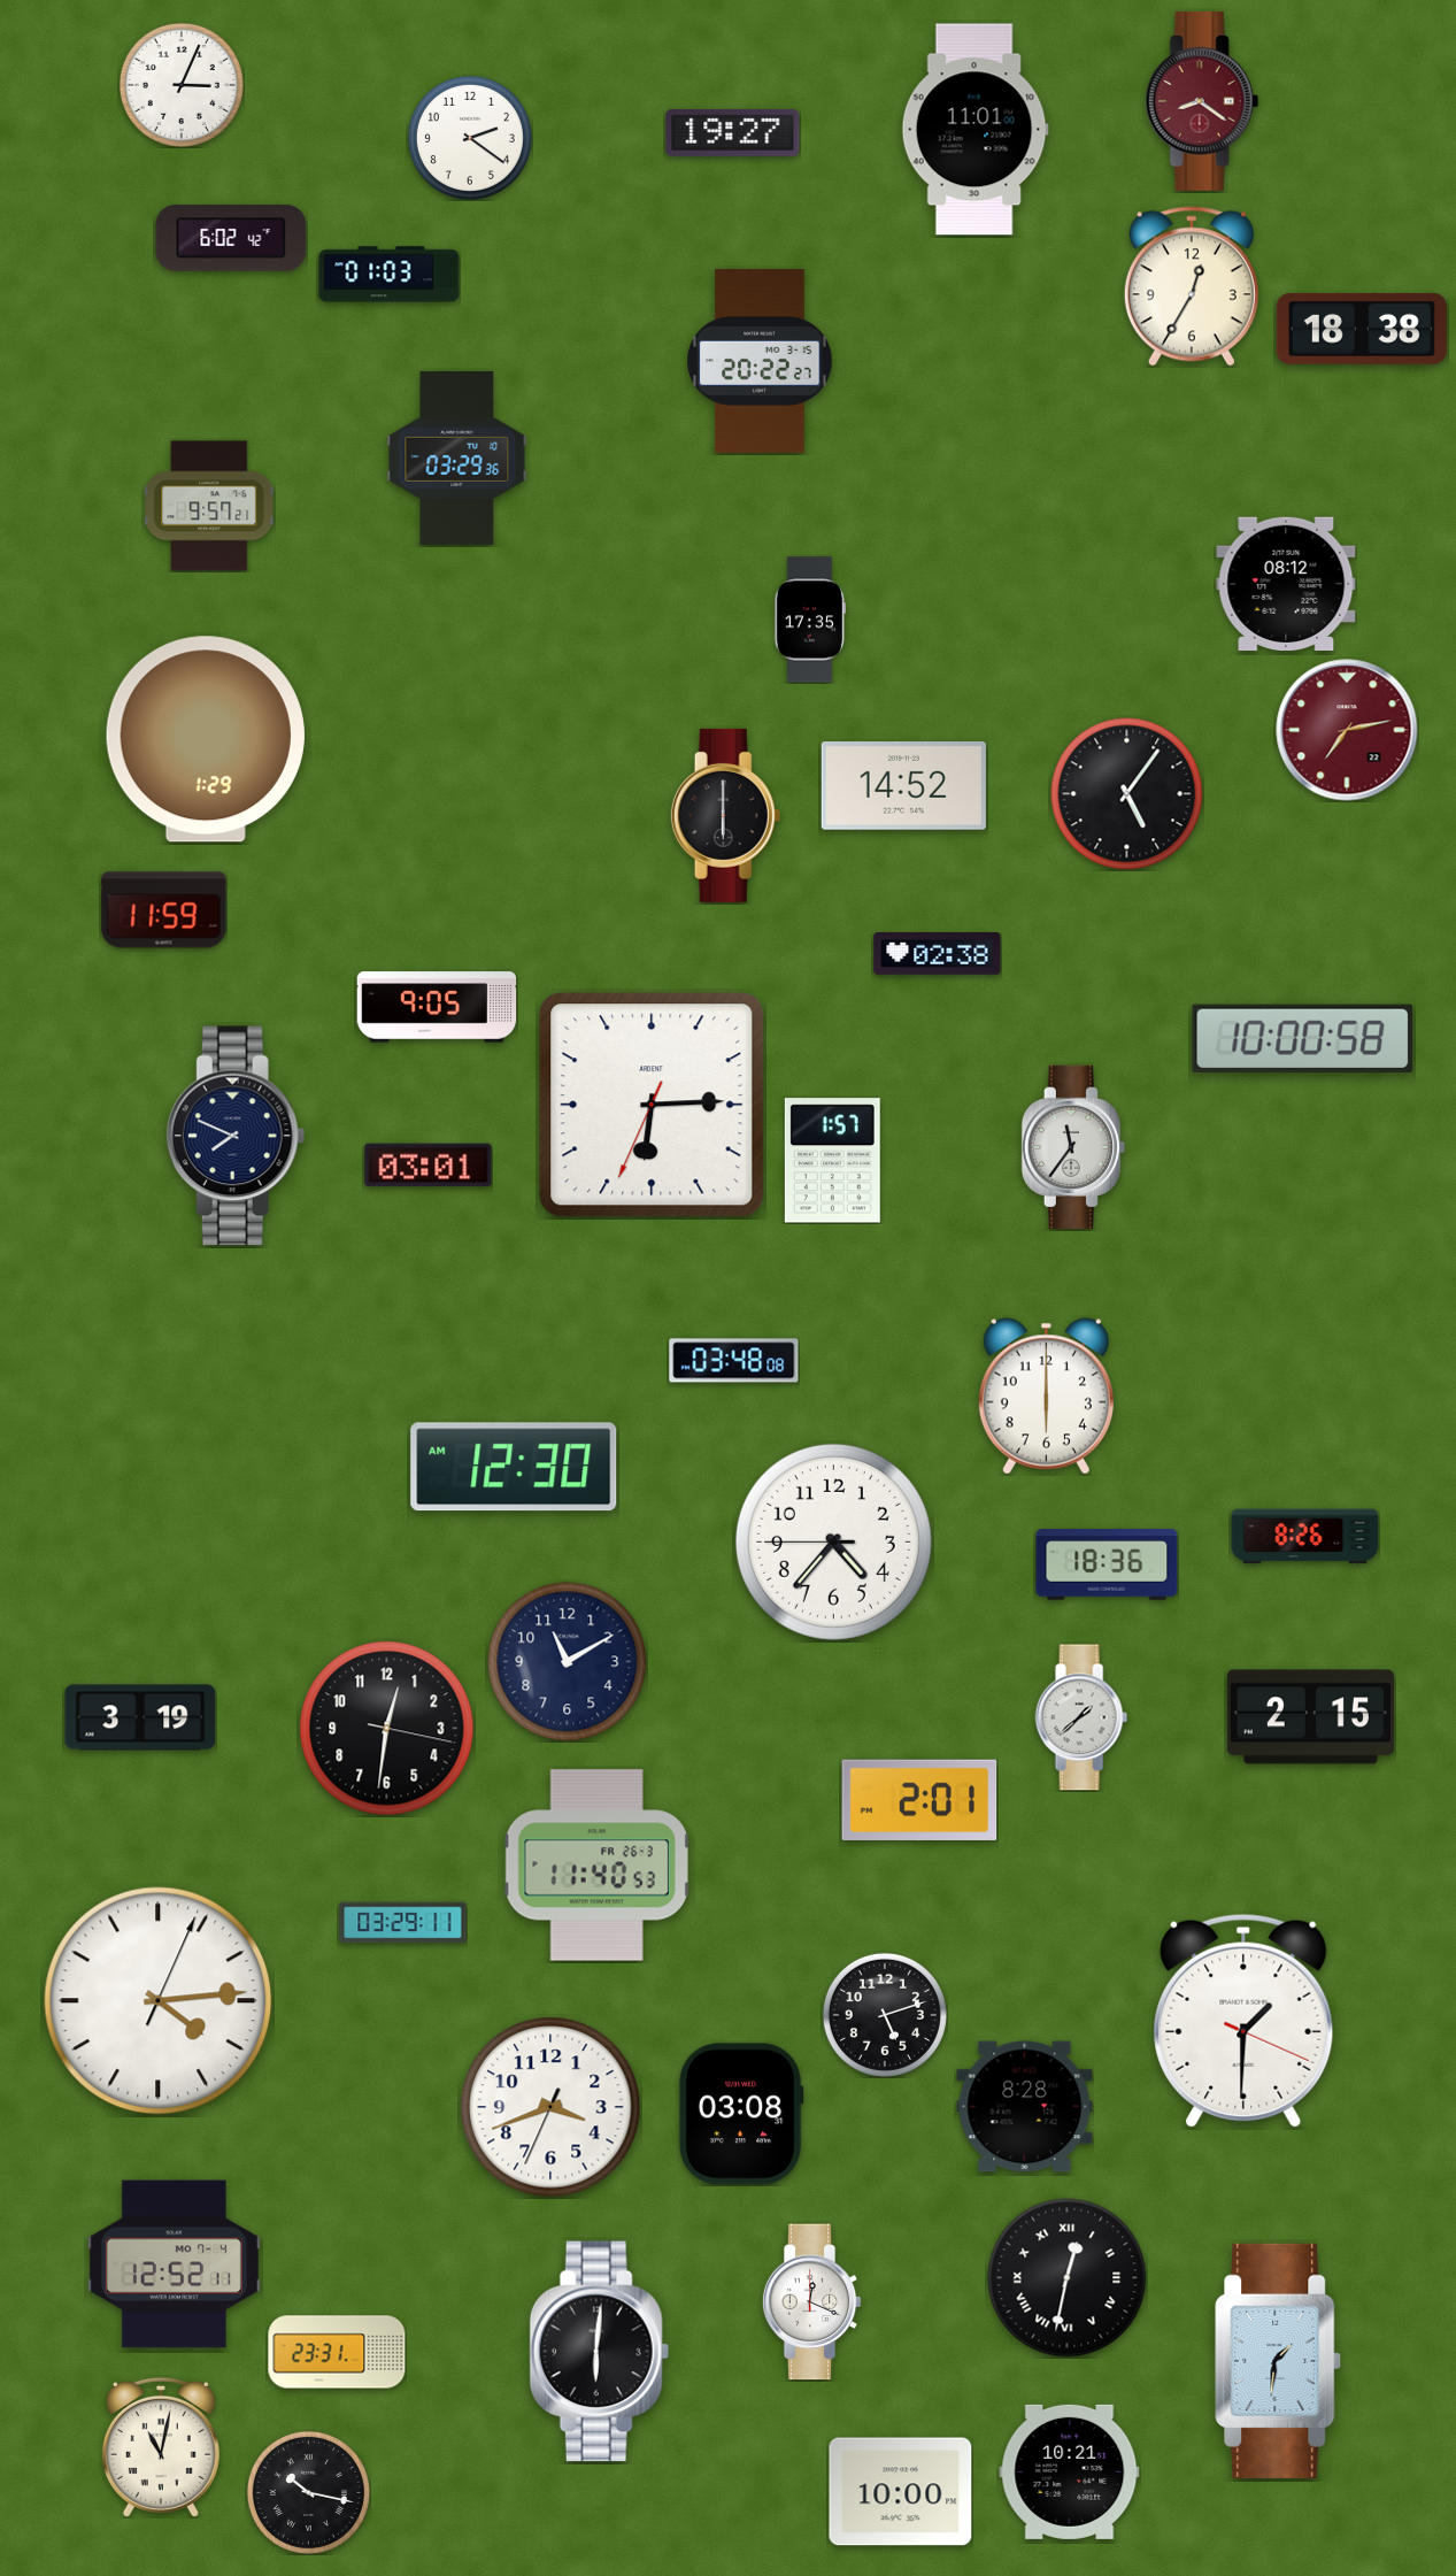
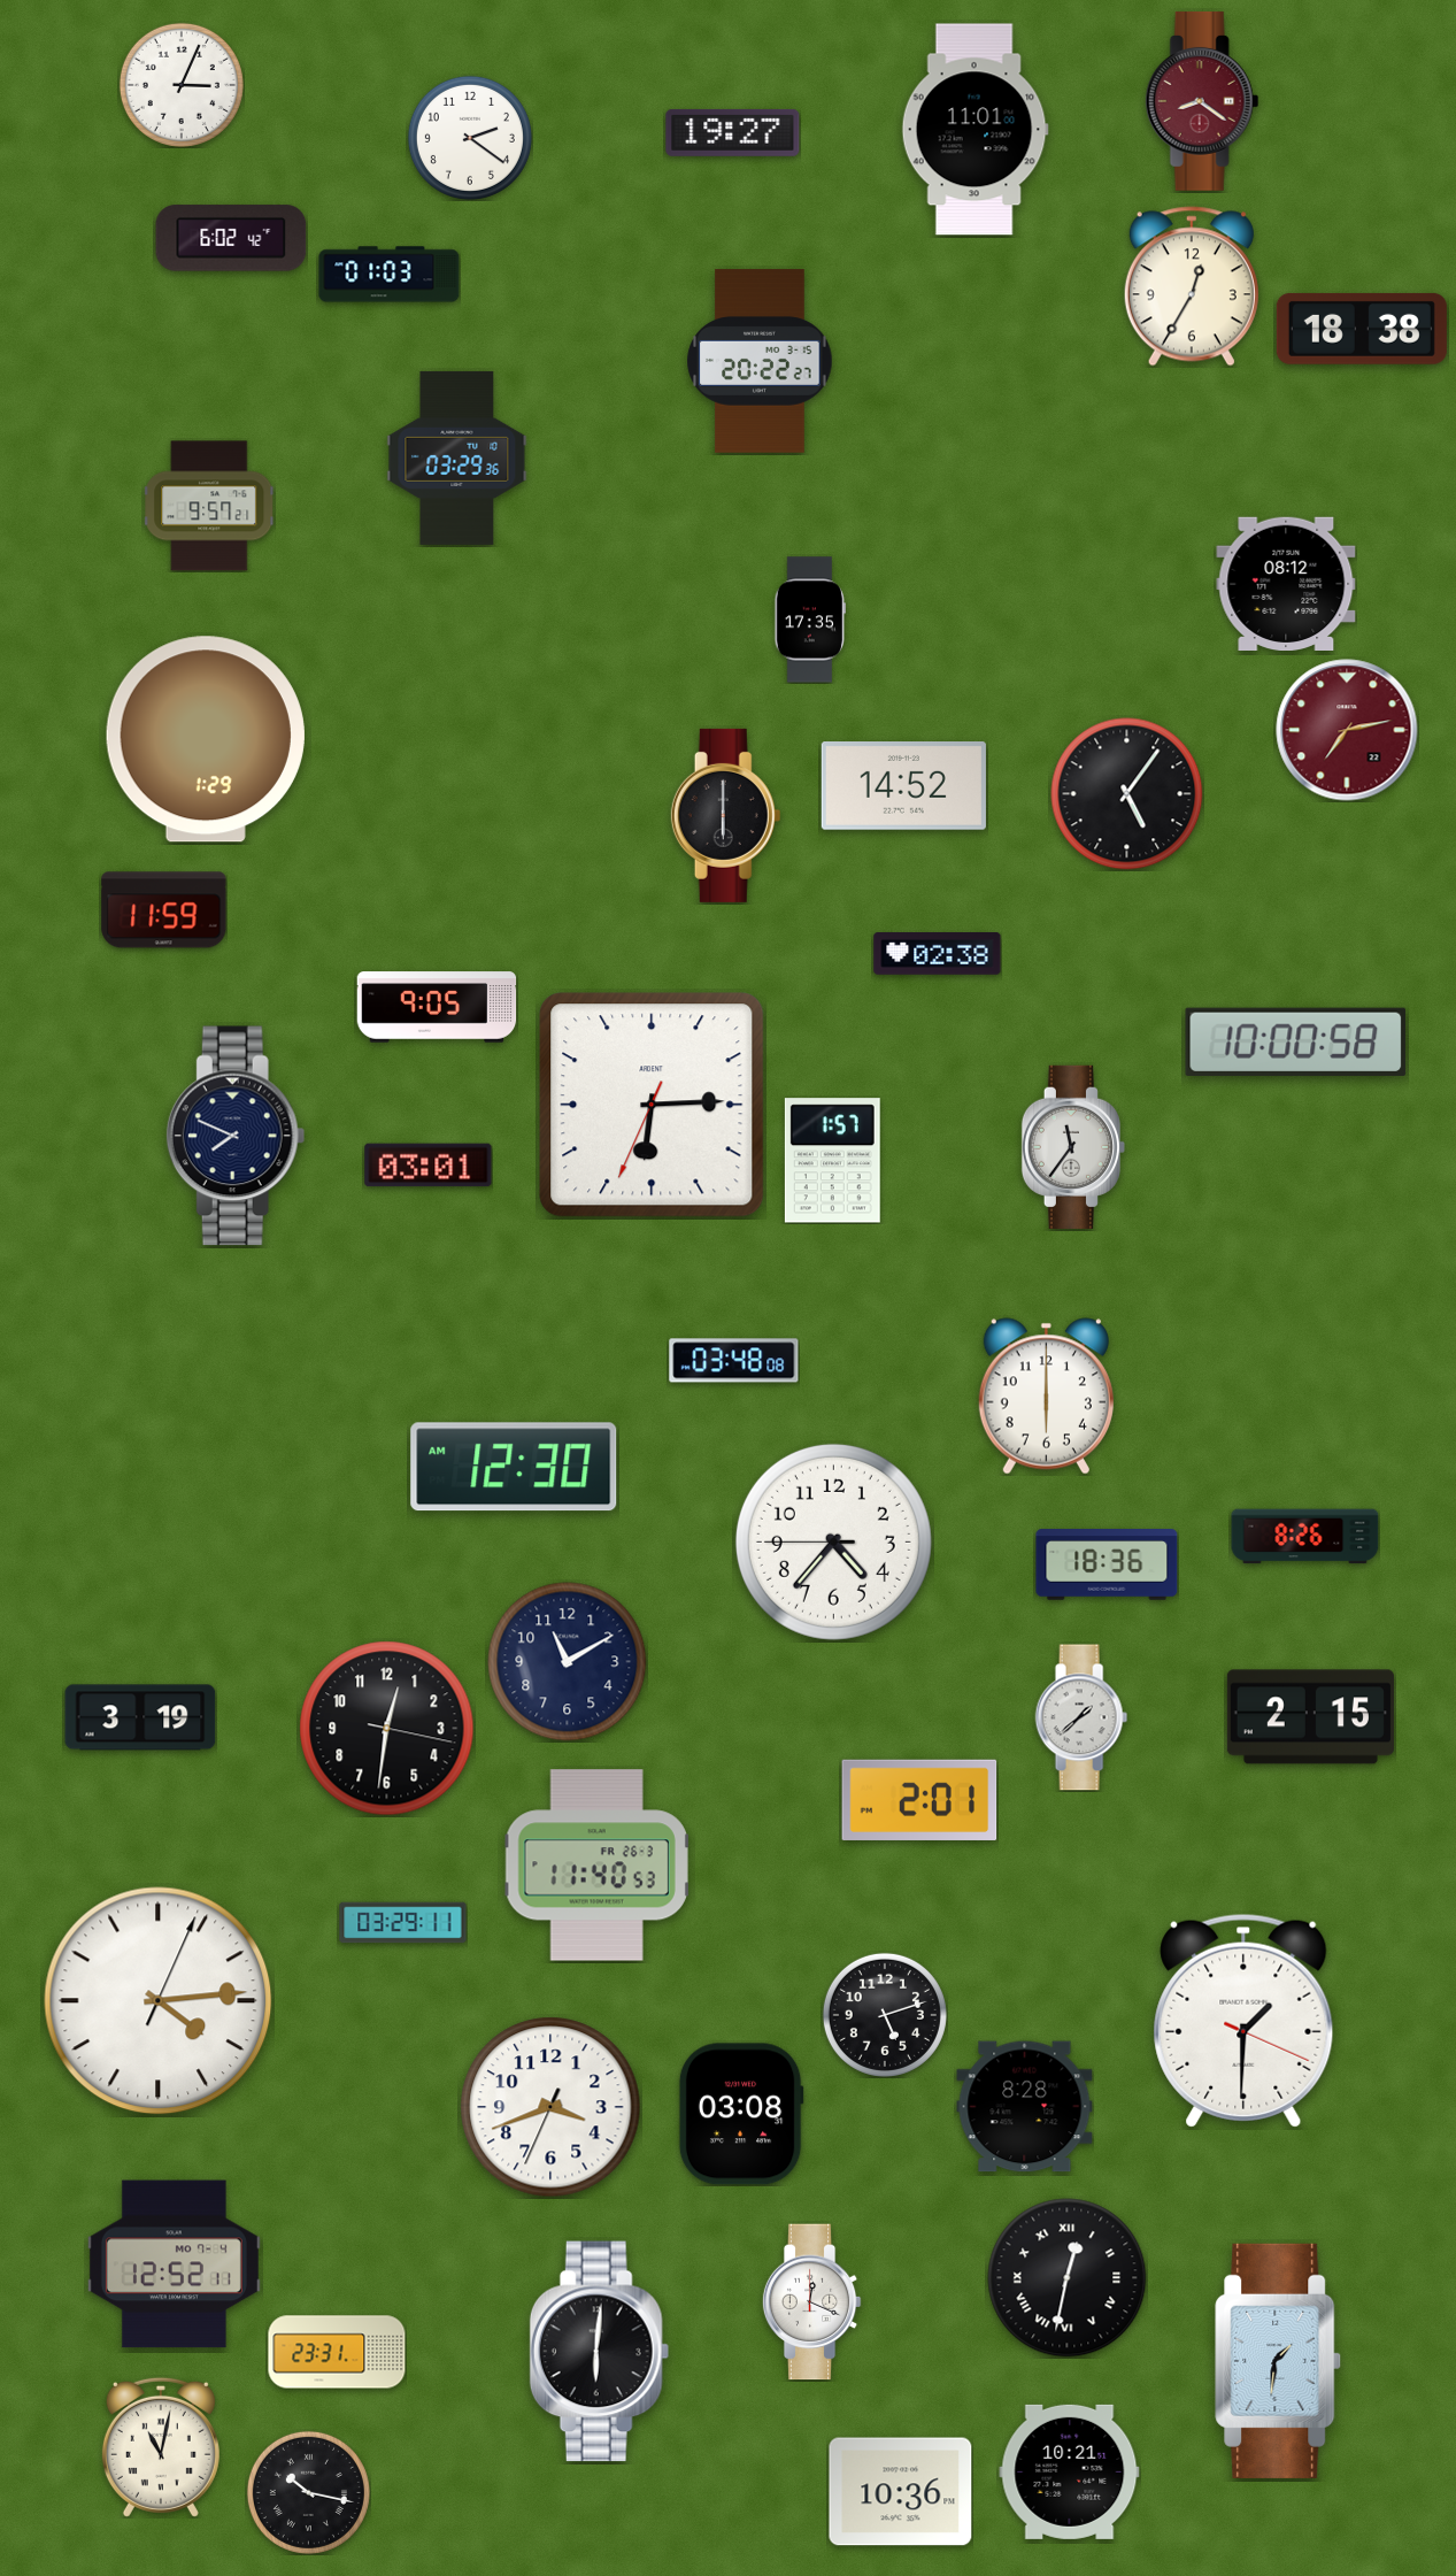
clock at (1303, 1038) position: (1303, 1038) -> (1296, 1041)
clock at (901, 2492): 10:00 -> 10:36
